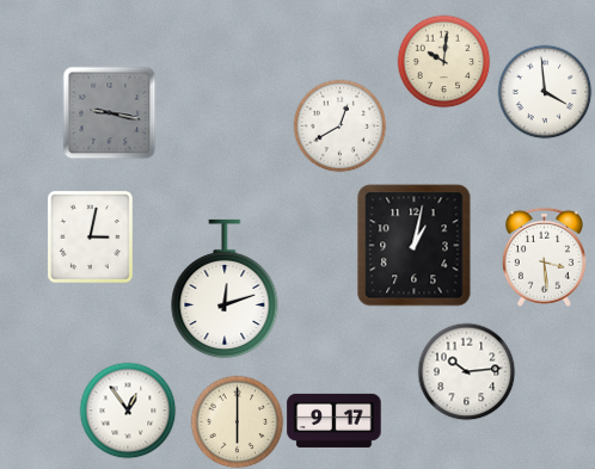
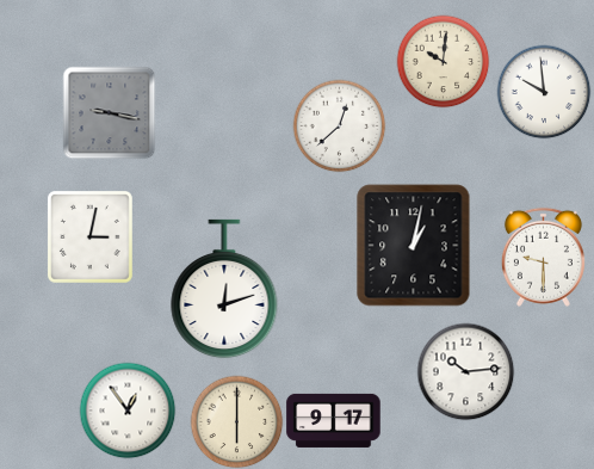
clock at (545, 92): 3:59 -> 9:59
clock at (339, 125): 12:40 -> 12:38
clock at (544, 257): 3:29 -> 9:30
